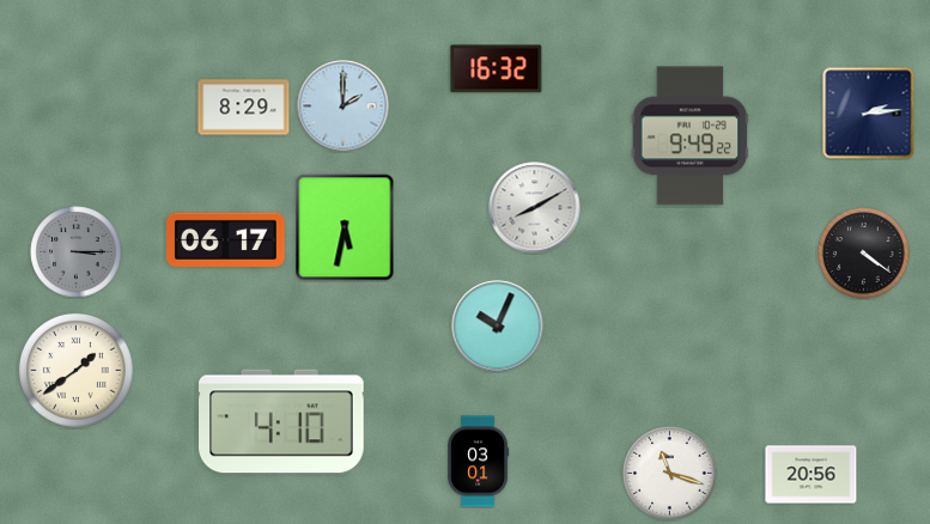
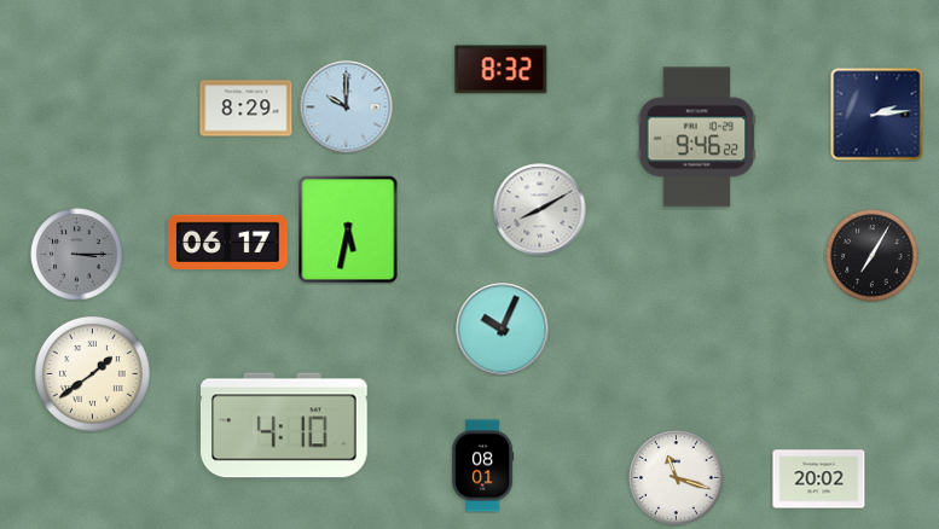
clock at (497, 69): 16:32 -> 8:32
clock at (344, 106): 2:00 -> 10:00
clock at (691, 136): 9:49 -> 9:46
clock at (864, 254): 4:21 -> 7:05
clock at (75, 370) position: (75, 370) -> (92, 373)
clock at (479, 462): 03:01 -> 08:01
clock at (812, 475): 20:56 -> 20:02
